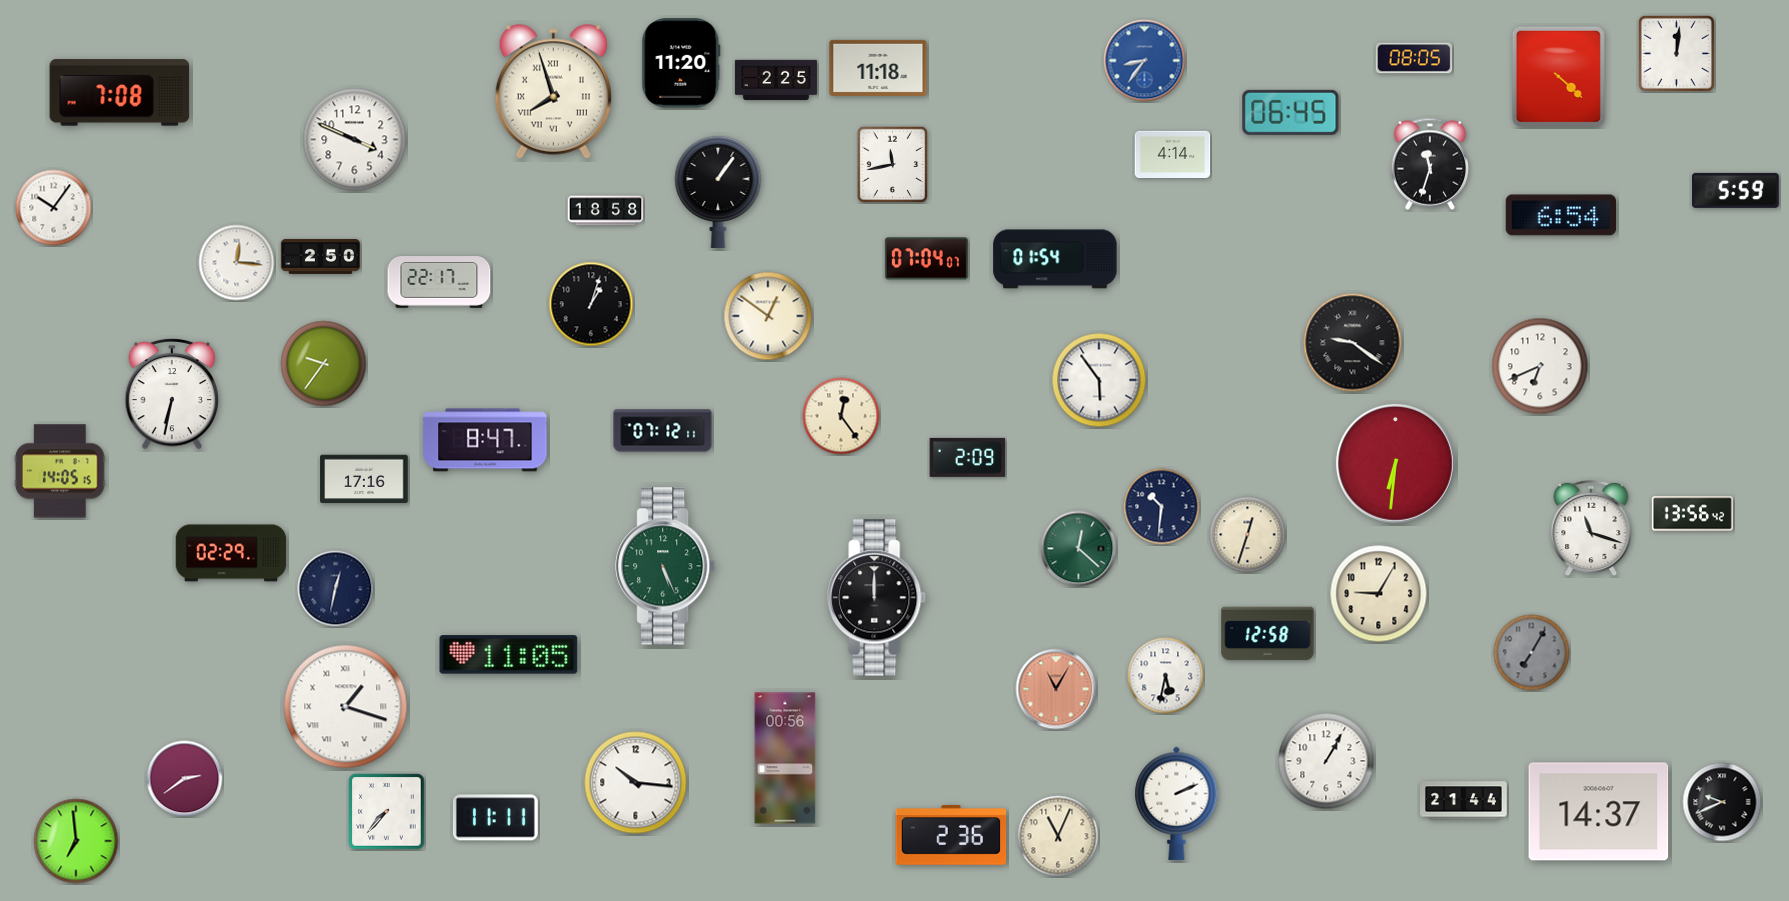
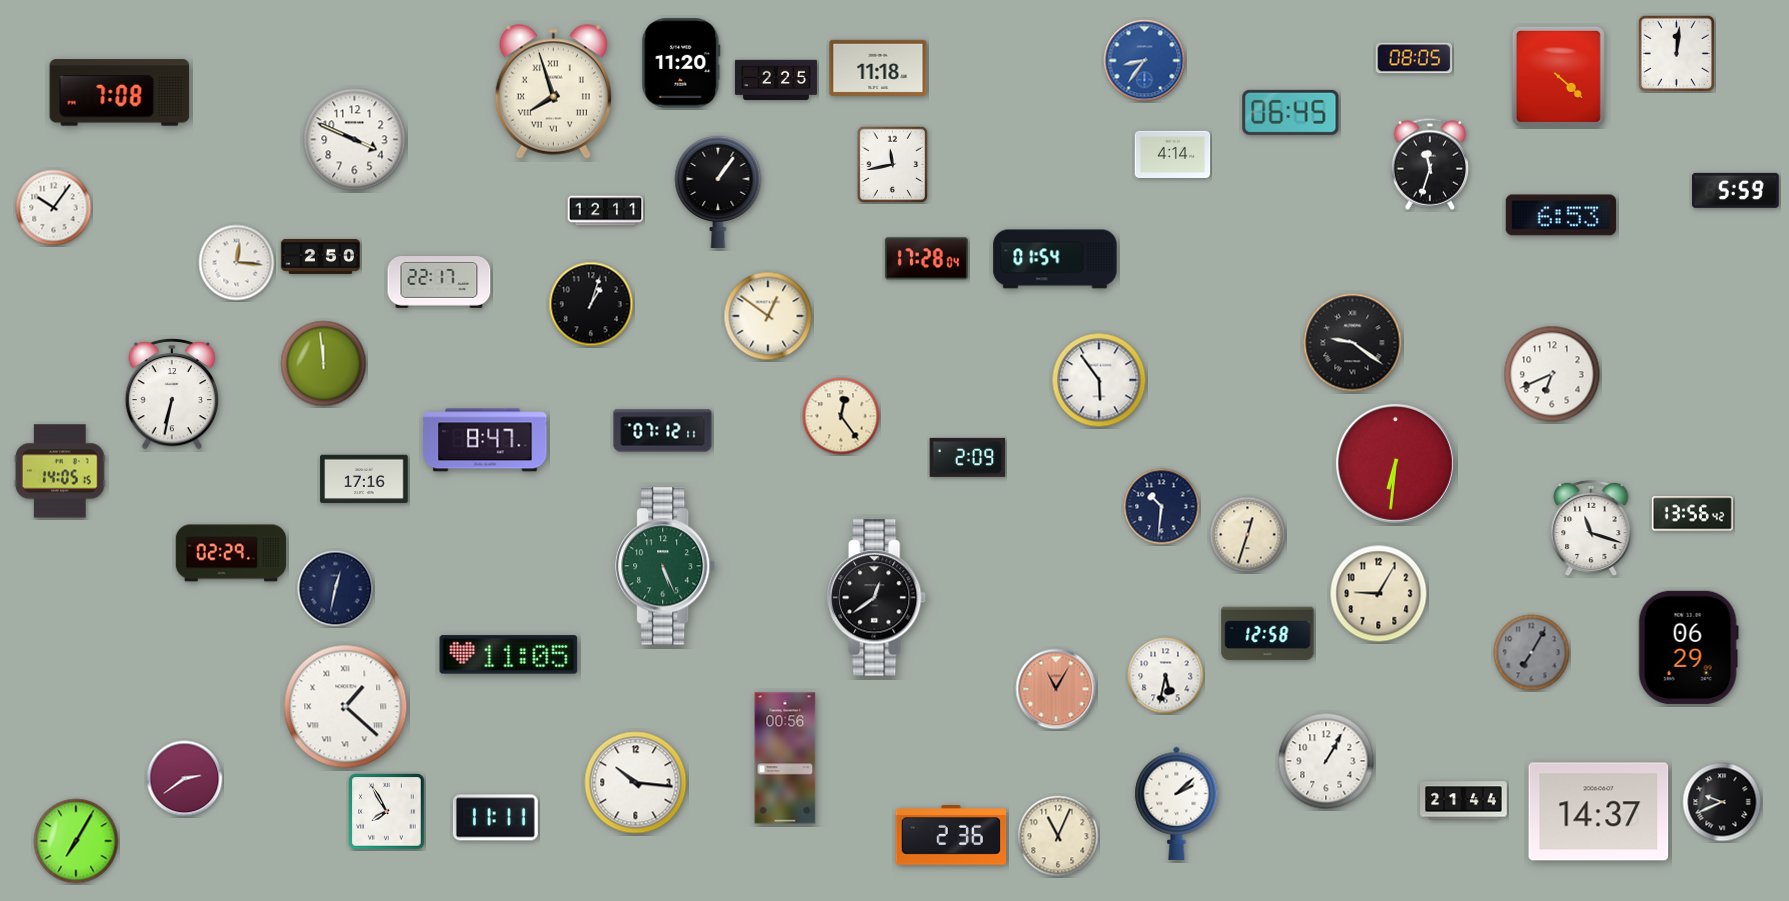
clock at (606, 211): 18:58 -> 12:11
clock at (1561, 215): 6:54 -> 6:53
clock at (926, 259): 07:04 -> 17:28
clock at (324, 364): 9:36 -> 11:59
clock at (1540, 366) position: (1540, 366) -> (1552, 374)
clock at (1079, 549): 12:22 -> none
clock at (877, 598): 12:00 -> 12:39
clock at (1688, 647): none -> 06:29
clock at (346, 707): 1:18 -> 1:22
clock at (1177, 803): 2:11 -> 2:08
clock at (387, 812): 7:37 -> 7:55
clock at (76, 841): 6:59 -> 7:05
